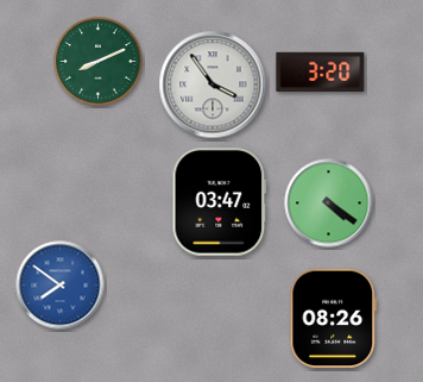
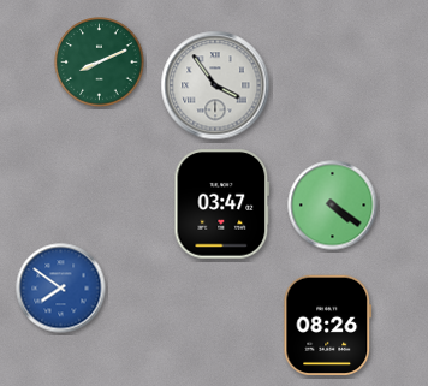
clock at (321, 71): 3:20 -> none
clock at (334, 318) position: (334, 318) -> (328, 325)
